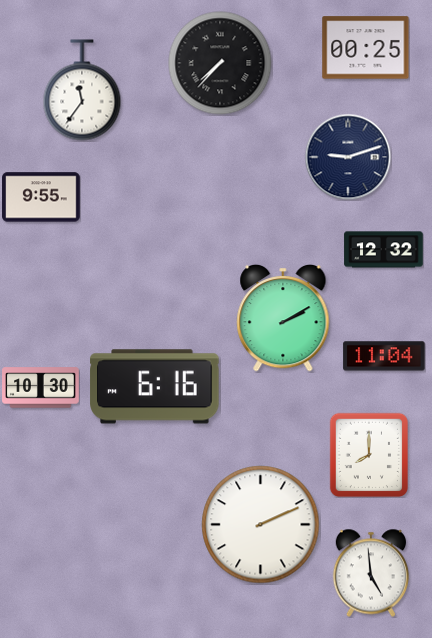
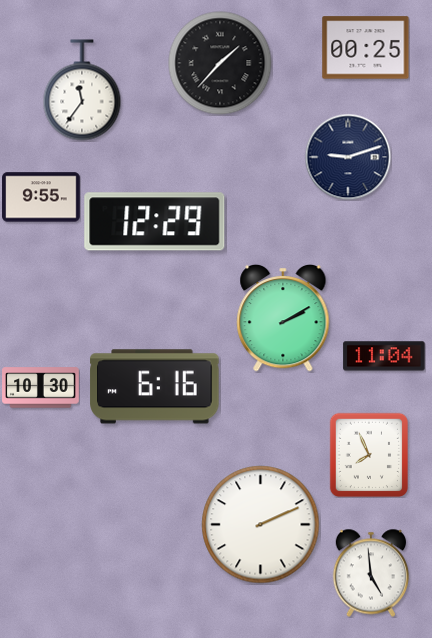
clock at (220, 63): 7:37 -> 1:37
clock at (155, 222): none -> 12:29
clock at (384, 250): 12:32 -> none
clock at (368, 454): 8:00 -> 7:56
